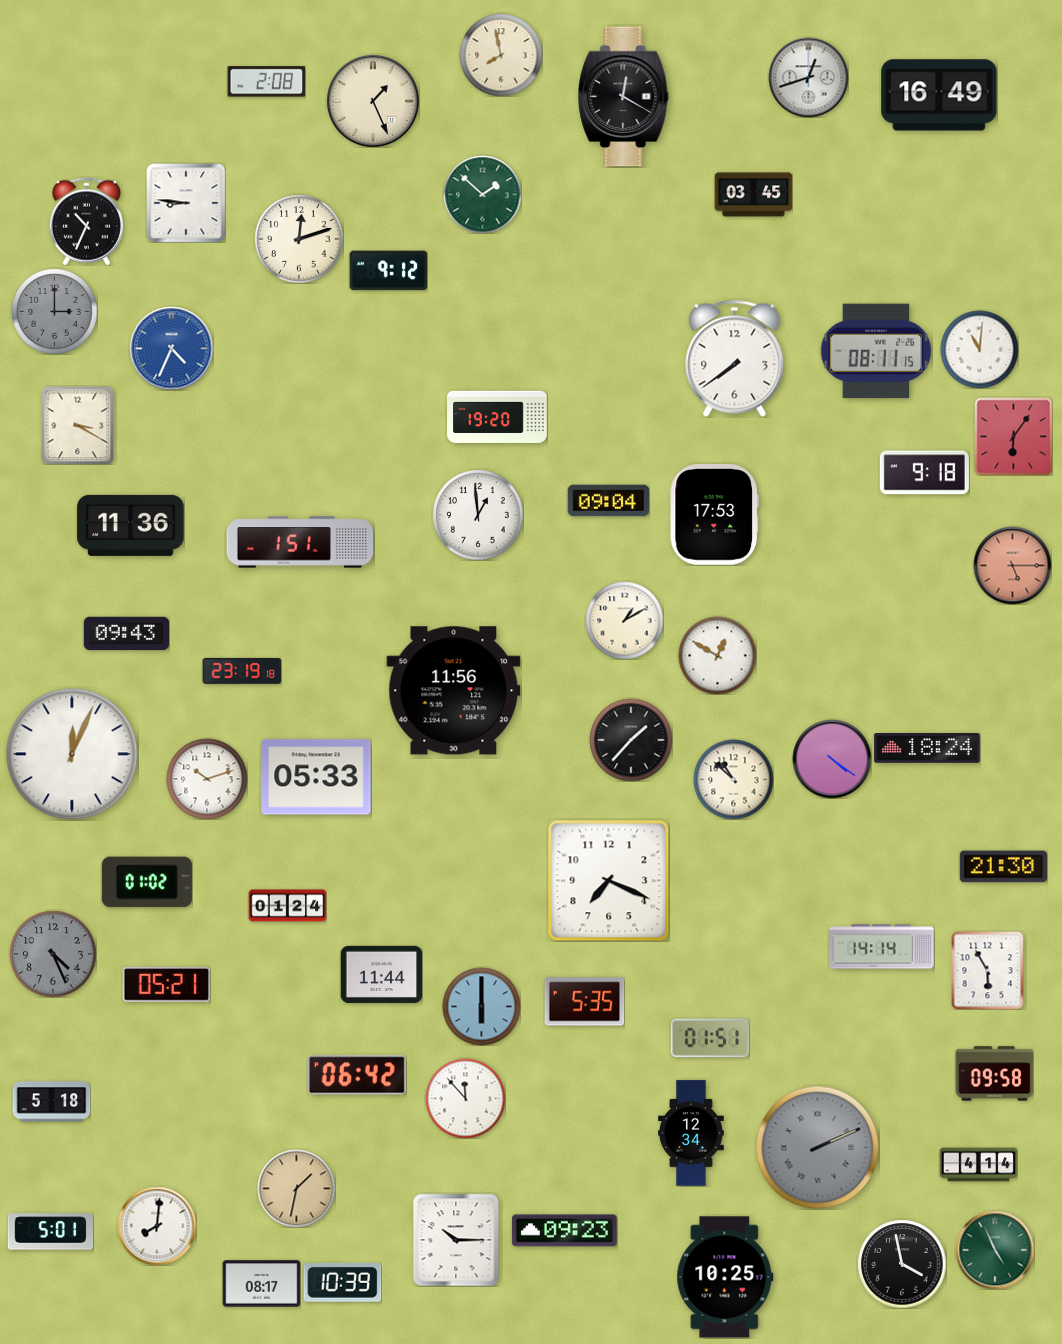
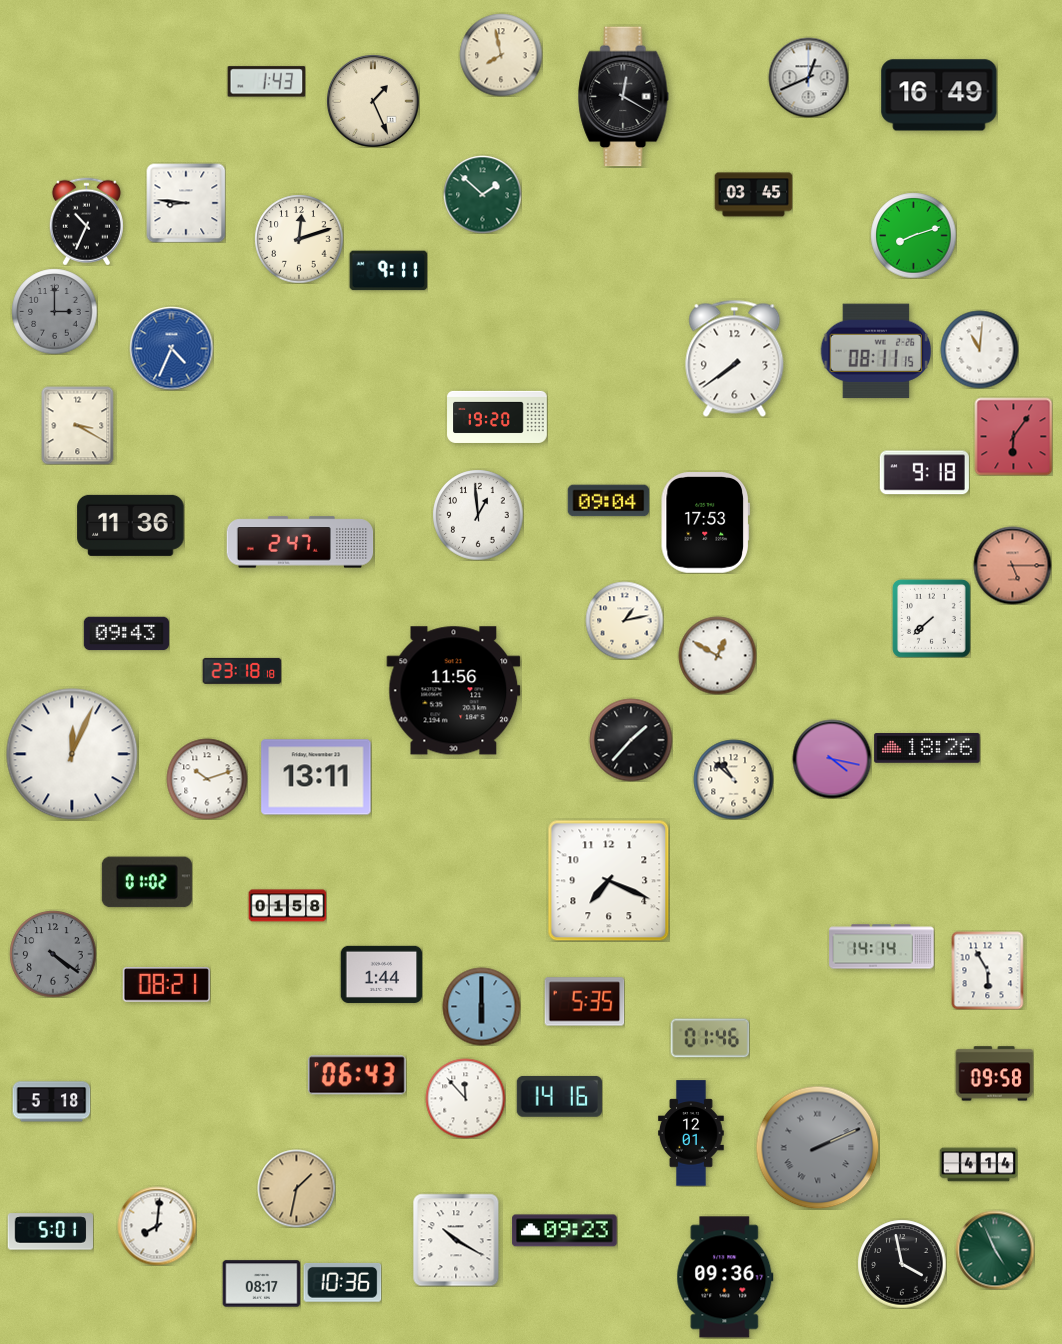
clock at (808, 77): 12:42 -> 12:41
clock at (266, 82): 2:08 -> 1:43
clock at (913, 235): none -> 8:12
clock at (388, 271): 9:12 -> 9:11
clock at (714, 515) position: (714, 515) -> (705, 523)
clock at (300, 542): 1:51 -> 2:47
clock at (931, 618): none -> 7:38
clock at (624, 620): 1:10 -> 1:13
clock at (242, 671): 23:19 -> 23:18
clock at (927, 749): 18:24 -> 18:26
clock at (832, 759): 4:21 -> 4:17
clock at (316, 777): 05:33 -> 13:11
clock at (1003, 867): 21:30 -> none
clock at (287, 906): 01:24 -> 01:58
clock at (53, 954): 4:26 -> 4:21
clock at (381, 974): 11:44 -> 1:44
clock at (166, 985): 05:21 -> 08:21
clock at (710, 1038): 01:51 -> 01:46
clock at (357, 1075): 06:42 -> 06:43
clock at (559, 1096): none -> 14:16
clock at (692, 1133): 12:34 -> 12:01
clock at (456, 1240): 10:15 -> 10:20
clock at (725, 1277): 10:25 -> 09:36
clock at (342, 1283): 10:39 -> 10:36
